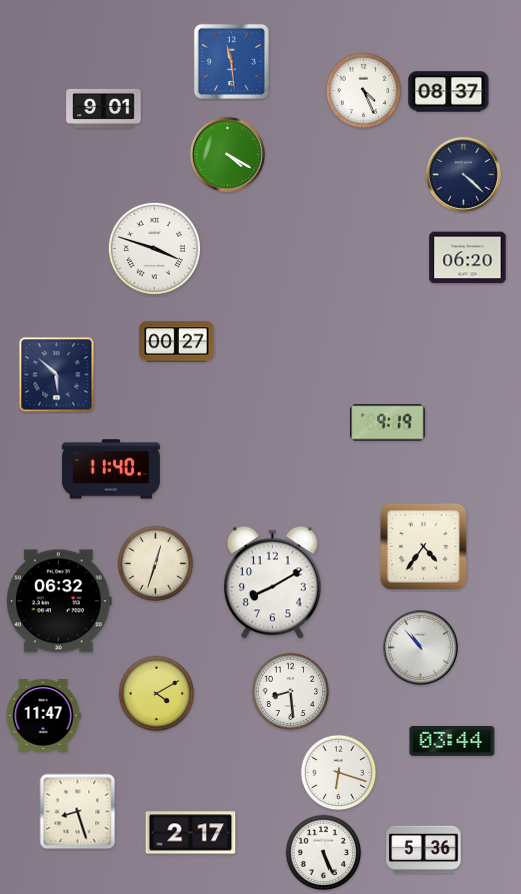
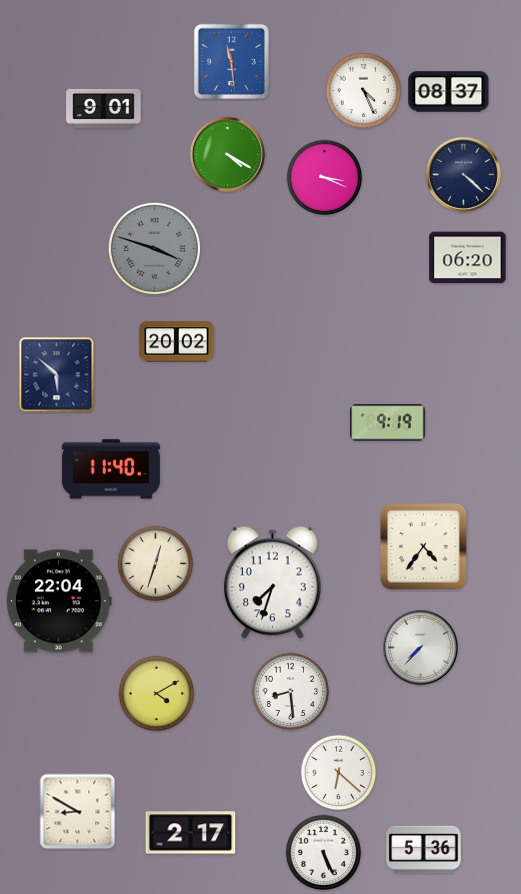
clock at (325, 178): none -> 3:19
clock at (154, 248) dial: white -> grey
clock at (177, 342): 00:27 -> 20:02
clock at (273, 583): 8:10 -> 7:33
clock at (60, 601): 06:32 -> 22:04
clock at (420, 647): 10:53 -> 7:37
clock at (43, 716): 11:47 -> none
clock at (452, 741): 03:44 -> none
clock at (339, 773): 6:18 -> 6:22
clock at (78, 812): 8:27 -> 8:50
